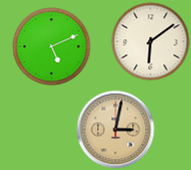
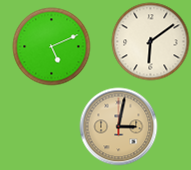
clock at (115, 129) position: (115, 129) -> (118, 126)
